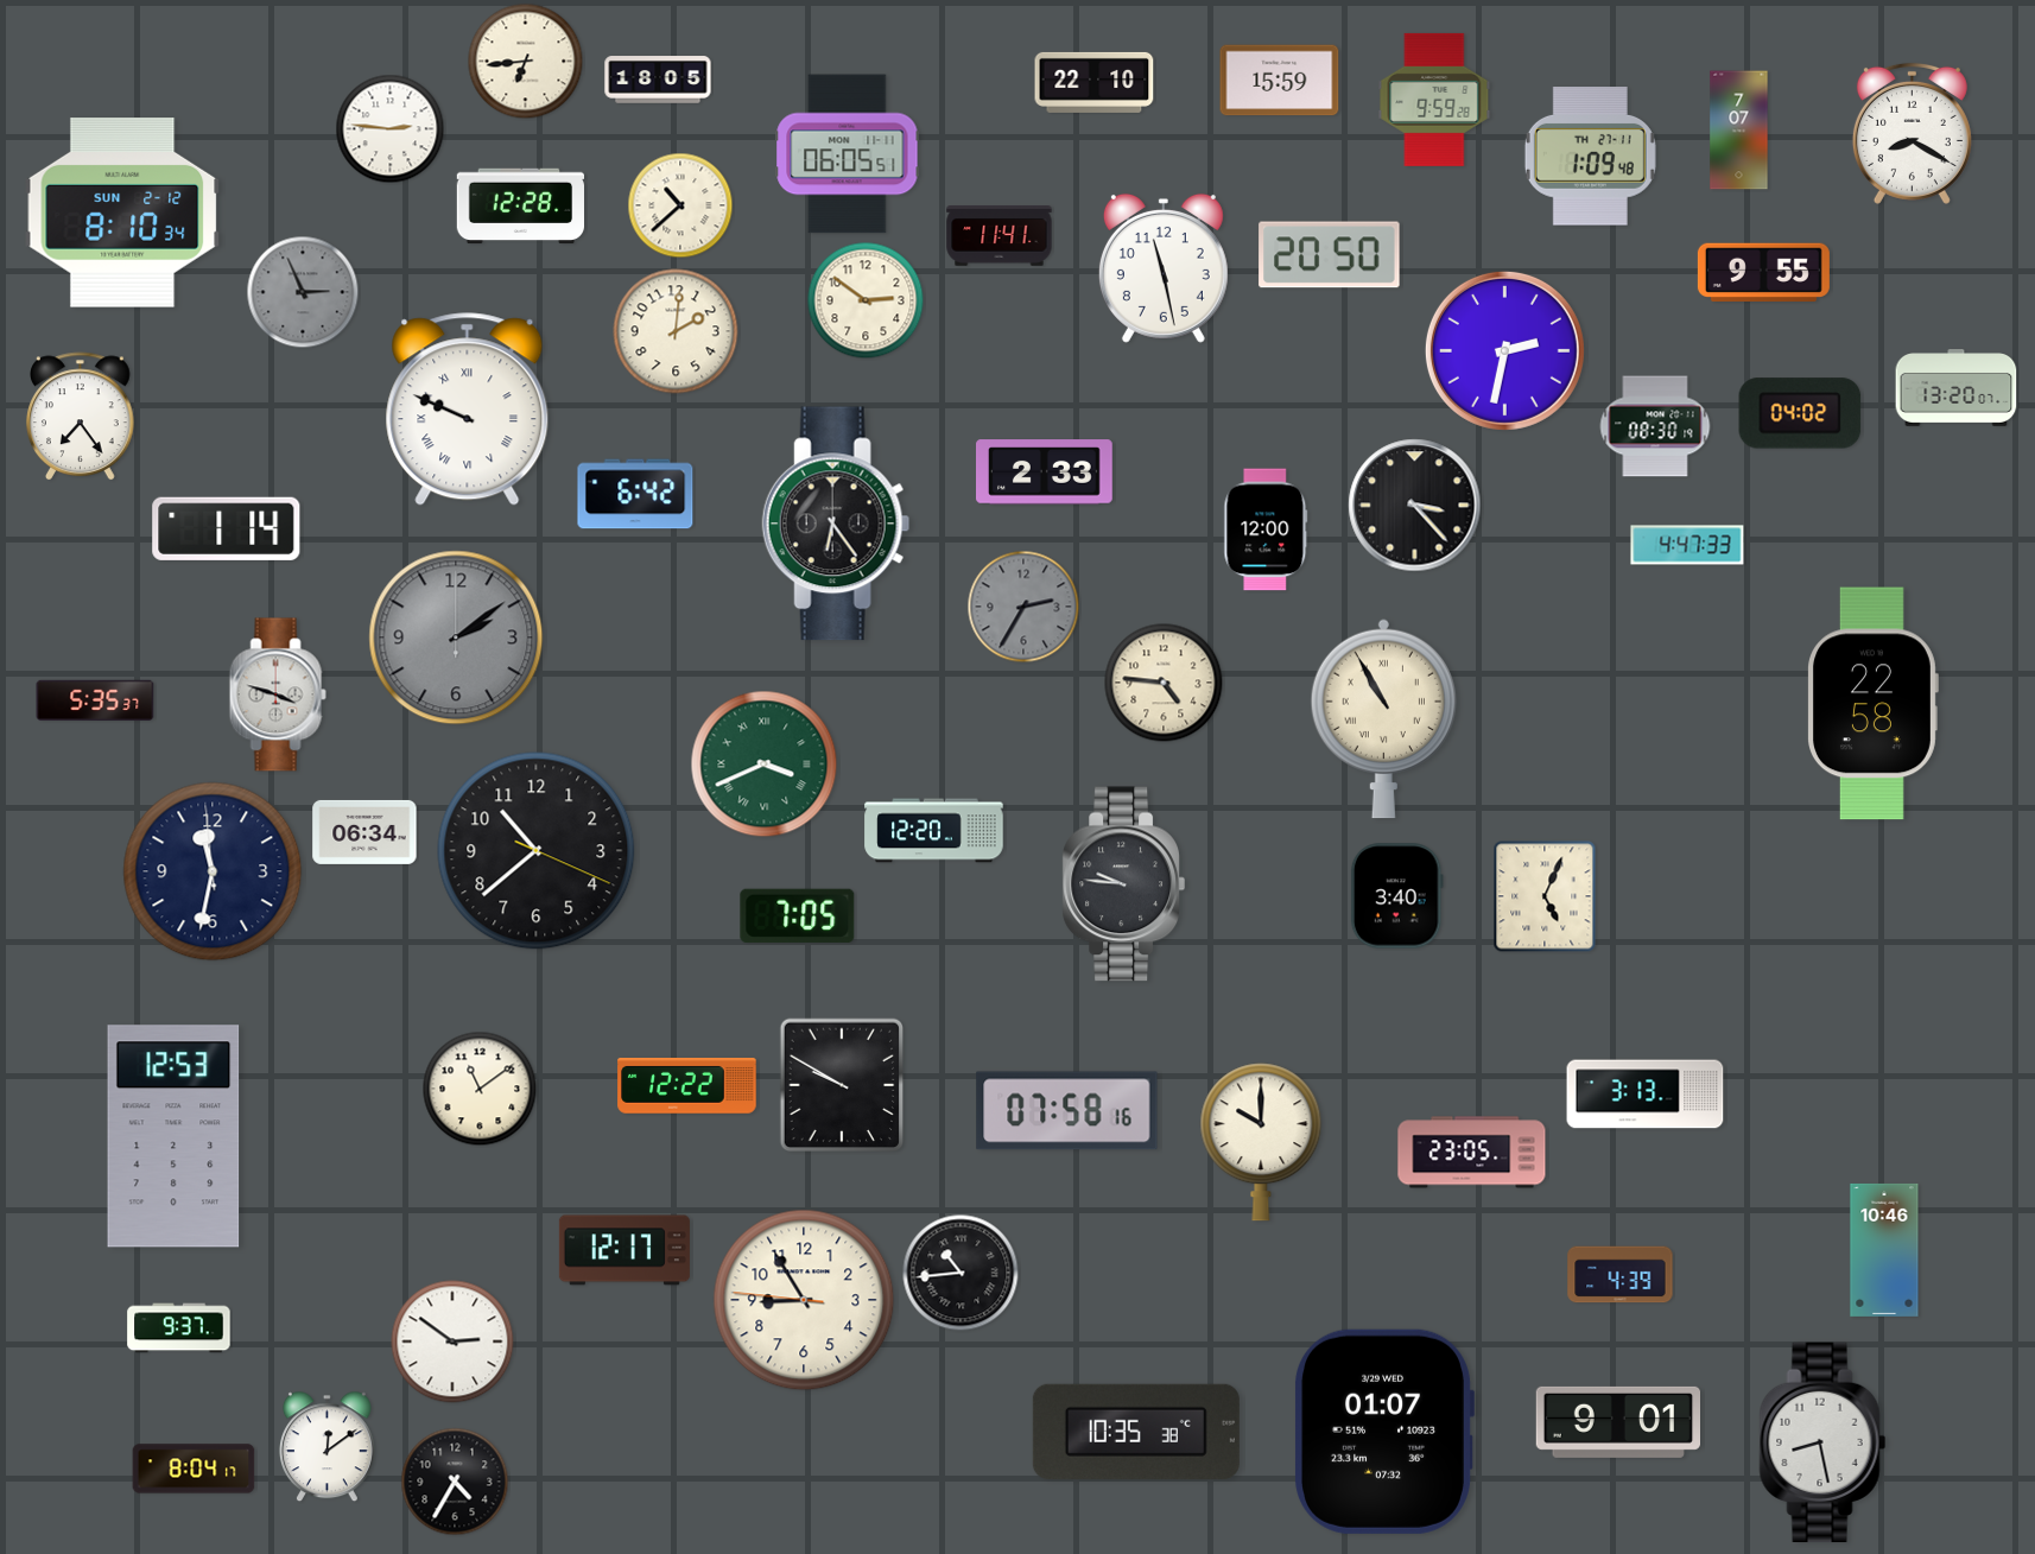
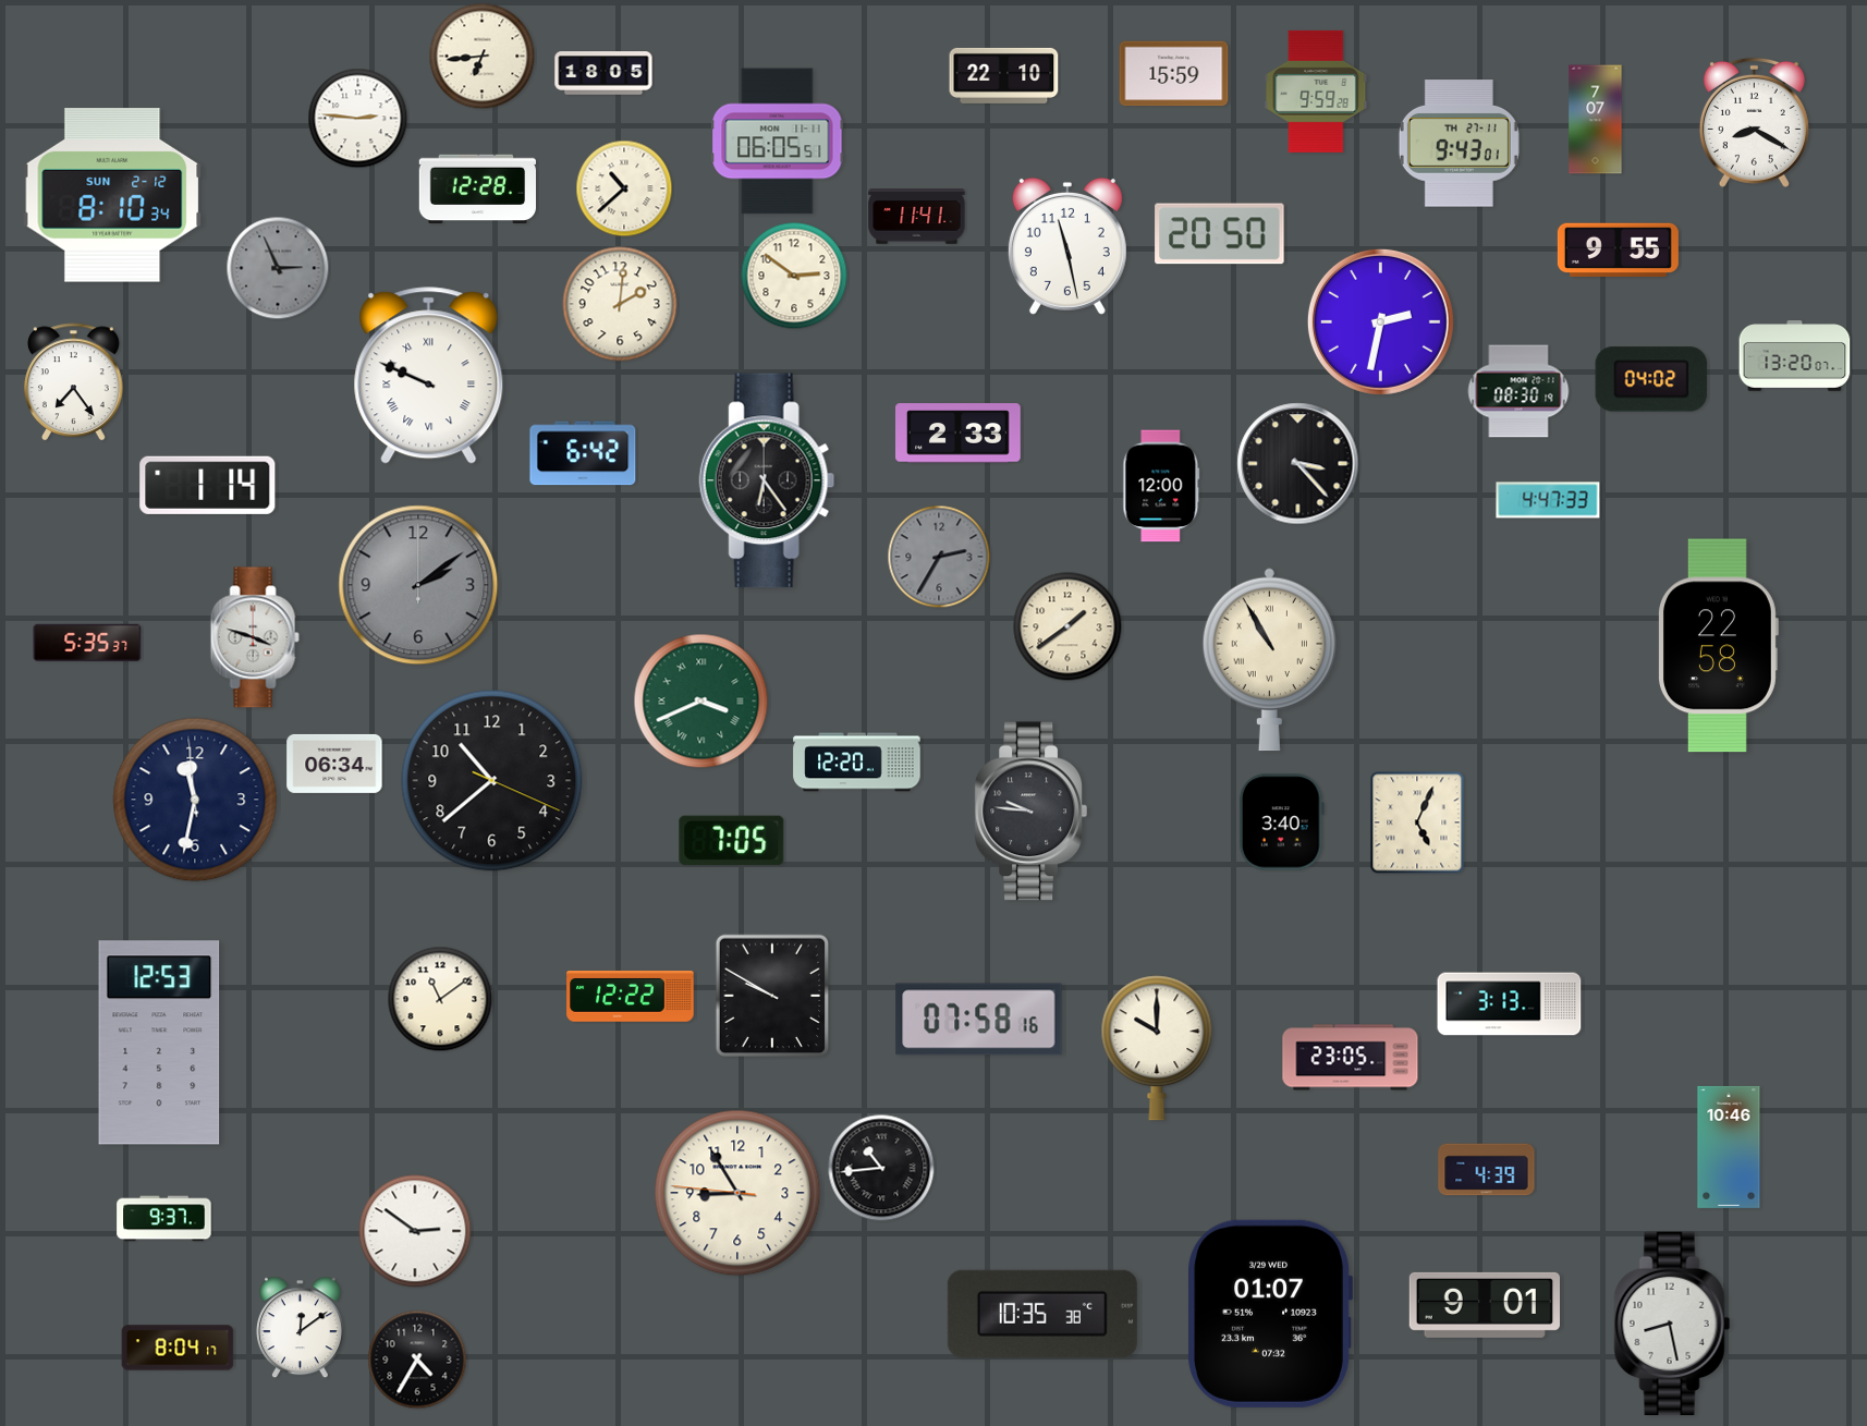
clock at (1590, 157): 1:09 -> 9:43
clock at (1164, 683): 4:46 -> 1:39
clock at (625, 1250): 12:17 -> none
